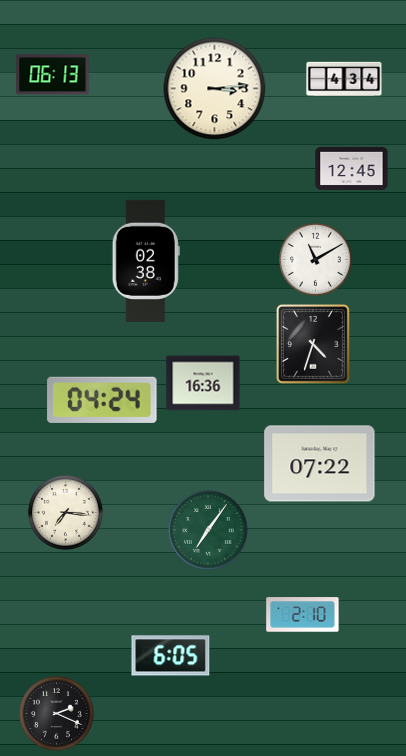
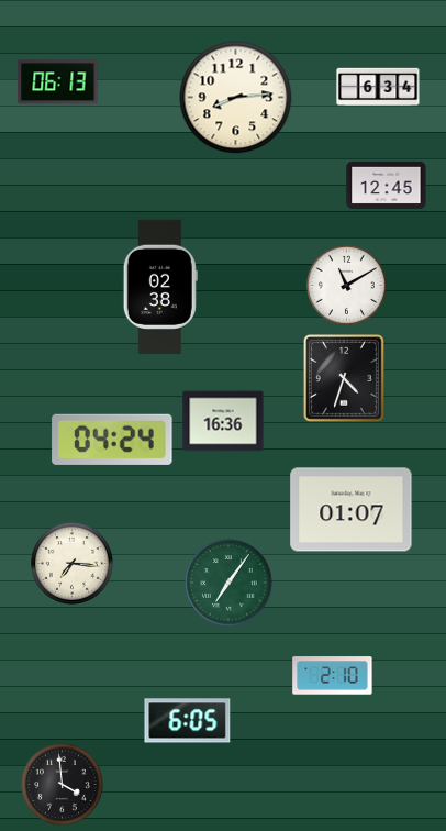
clock at (344, 79): 4:34 -> 6:34
clock at (215, 89): 3:14 -> 8:14
clock at (320, 464): 07:22 -> 01:07
clock at (57, 714): 2:19 -> 3:59
